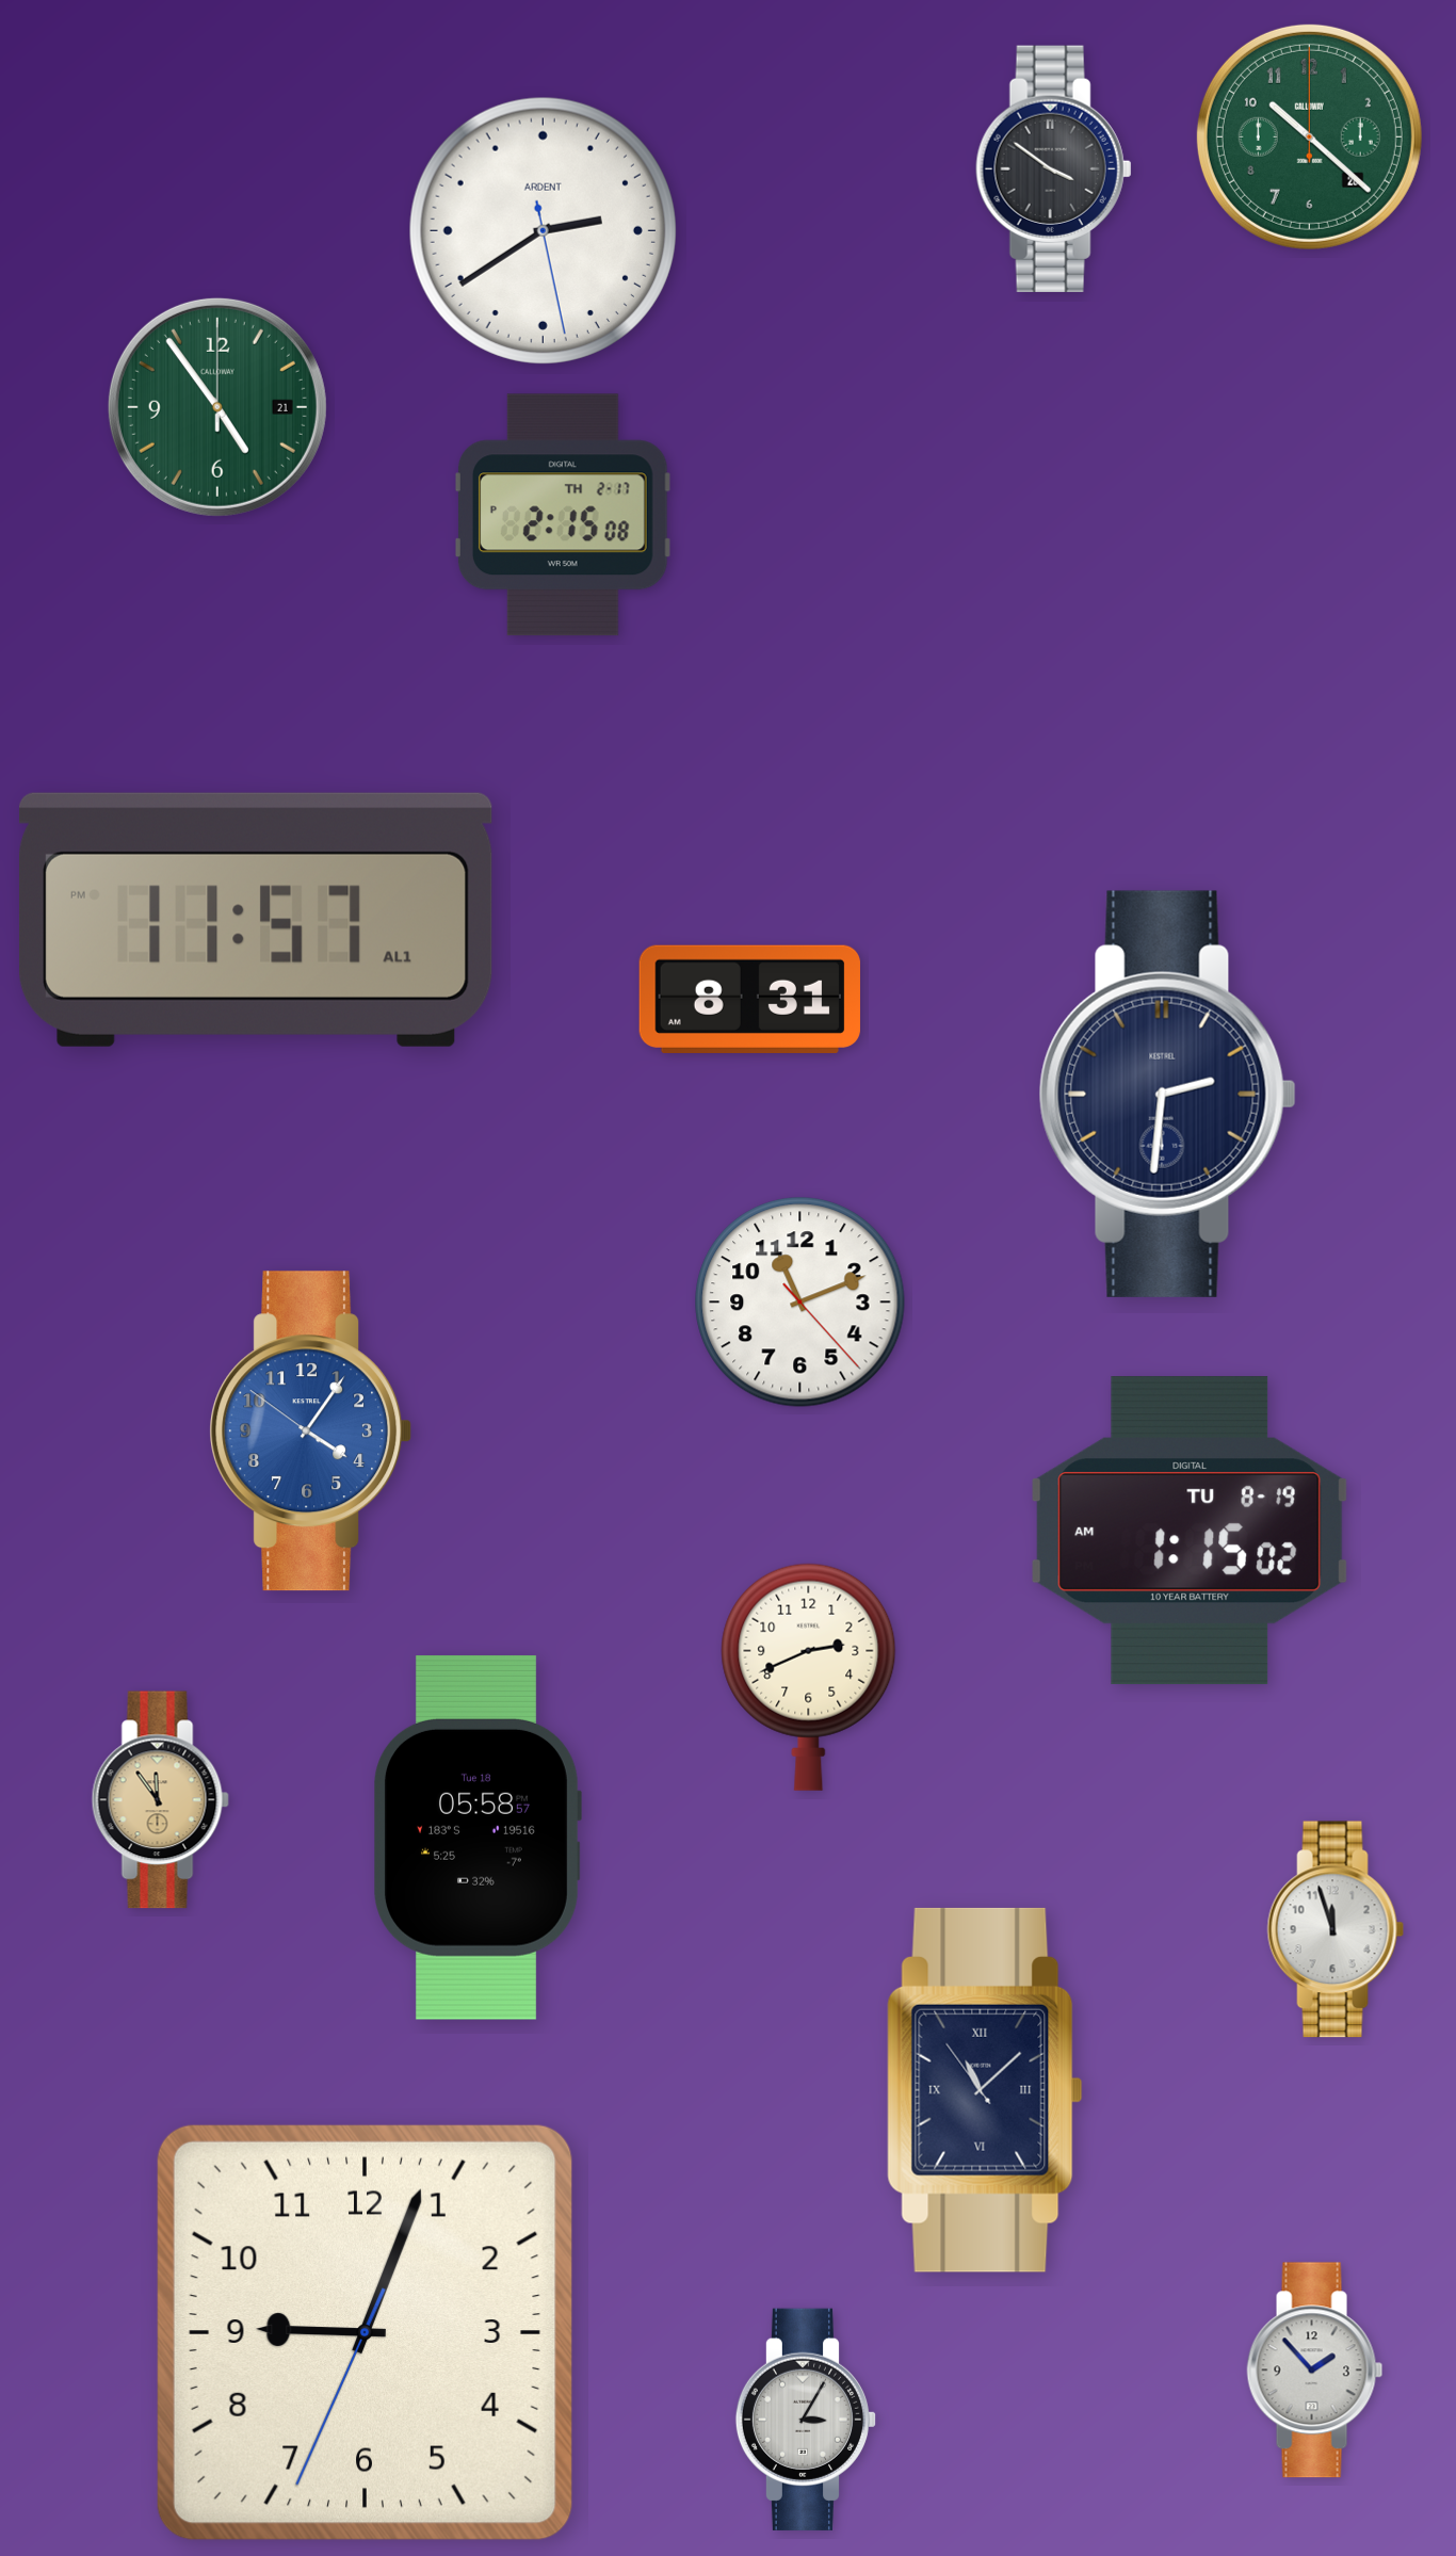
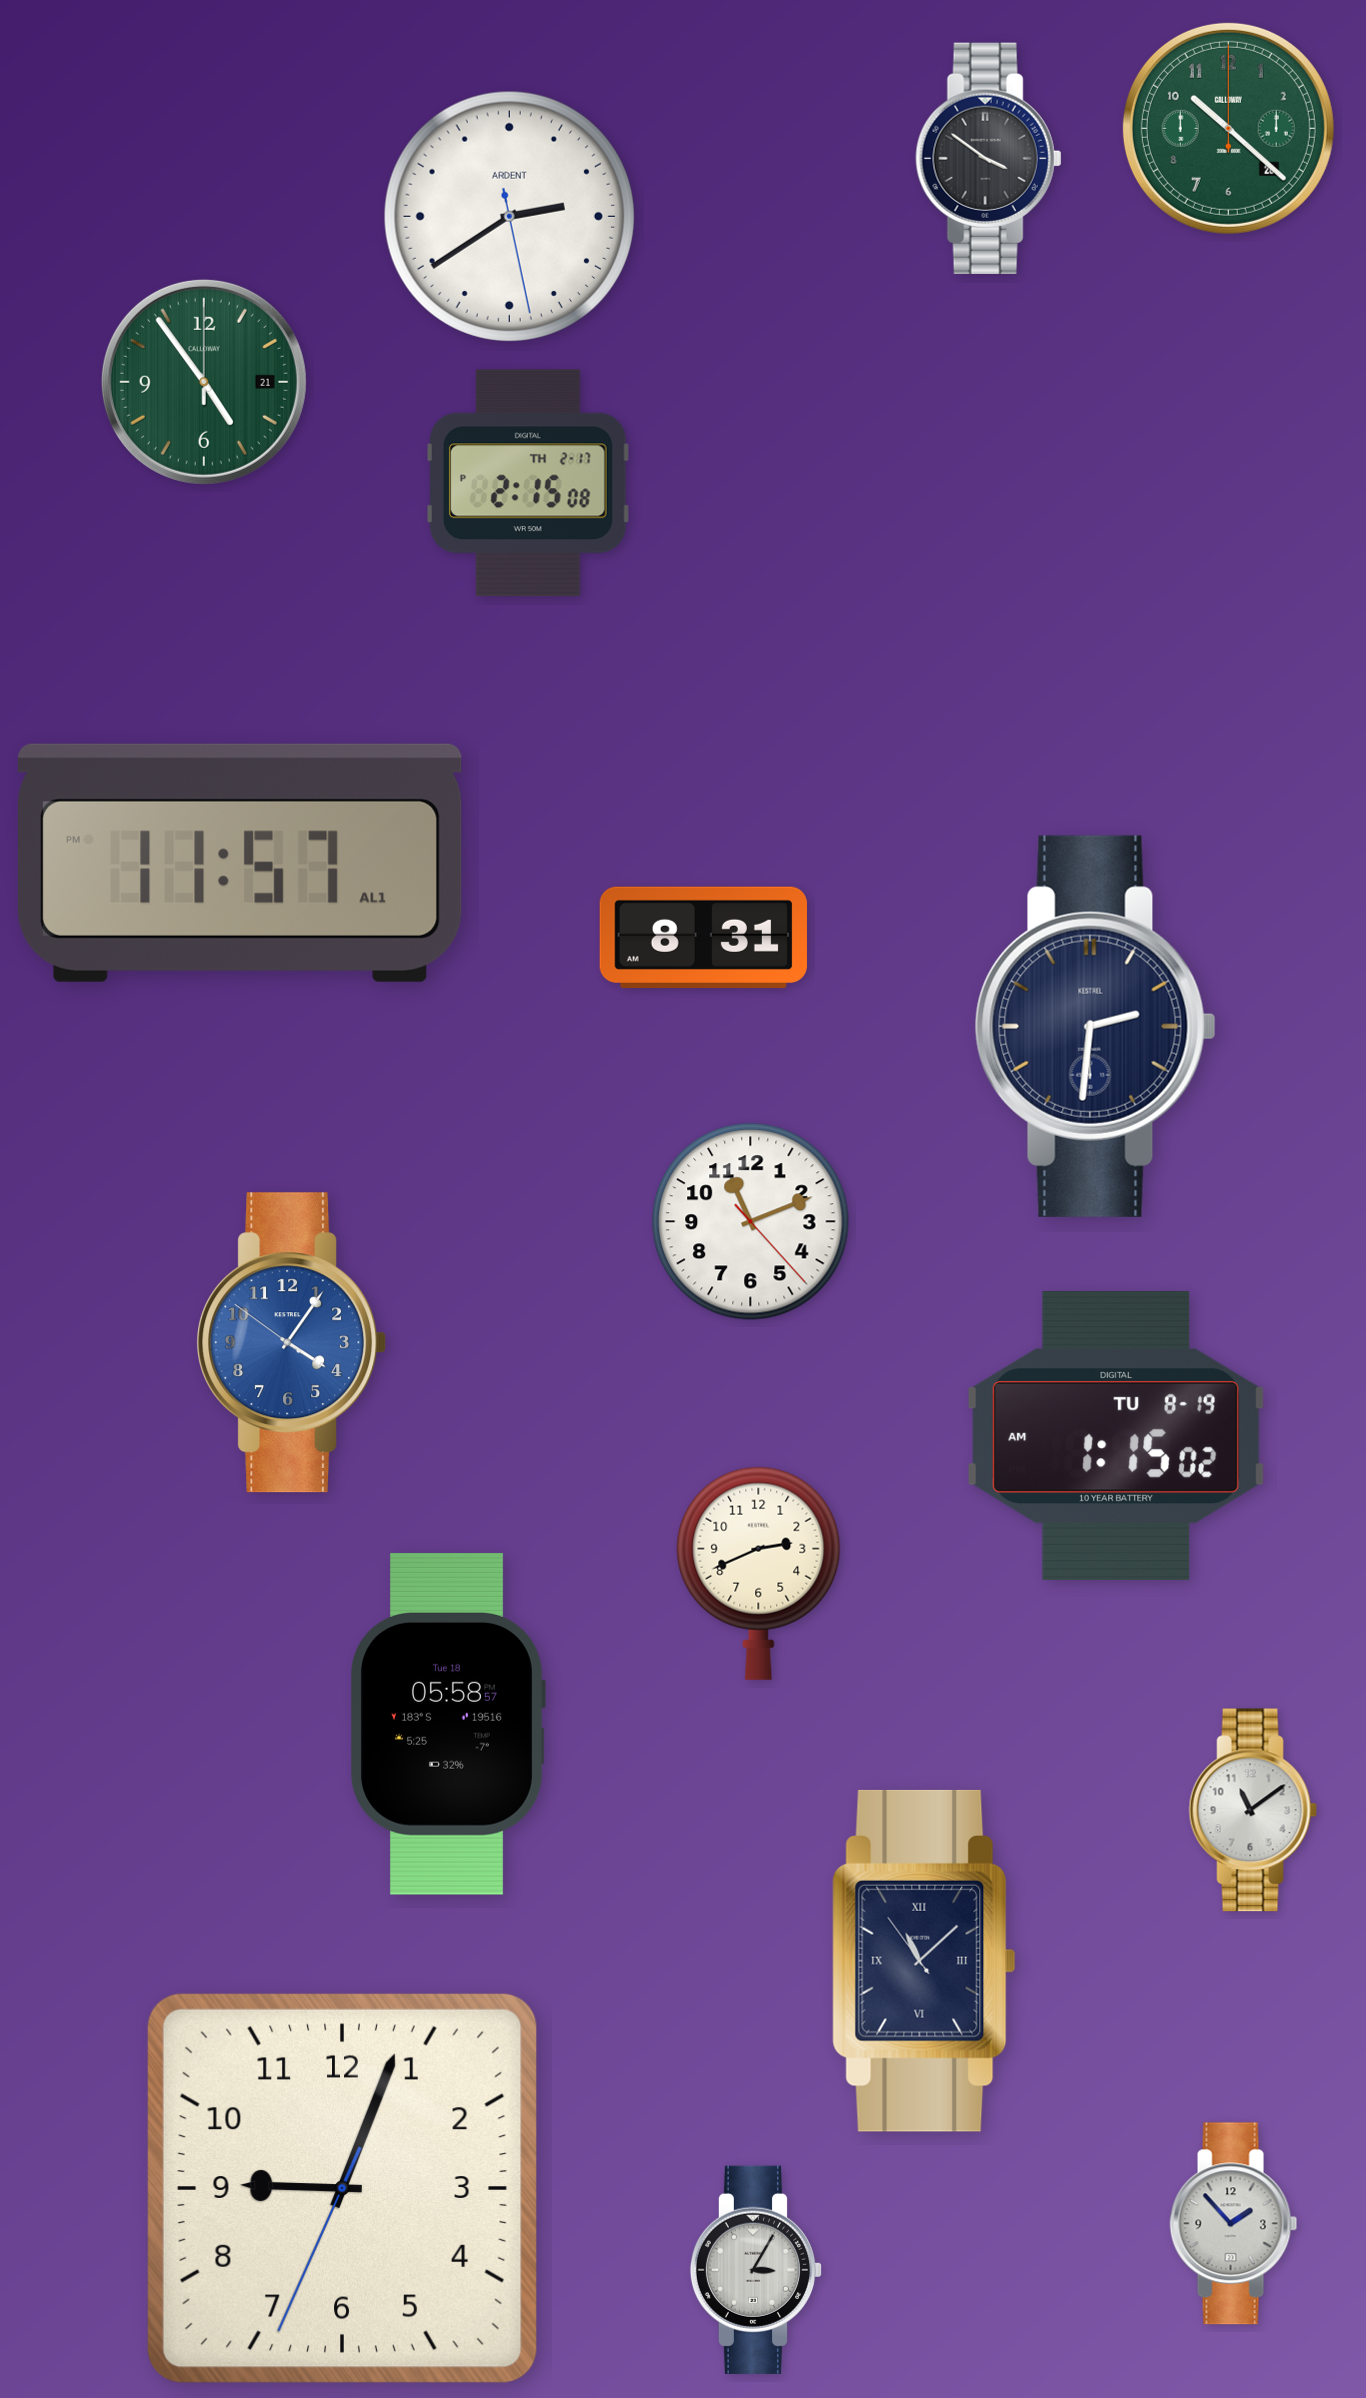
clock at (160, 1800): 11:54 -> none
clock at (1336, 1929): 11:57 -> 11:09
